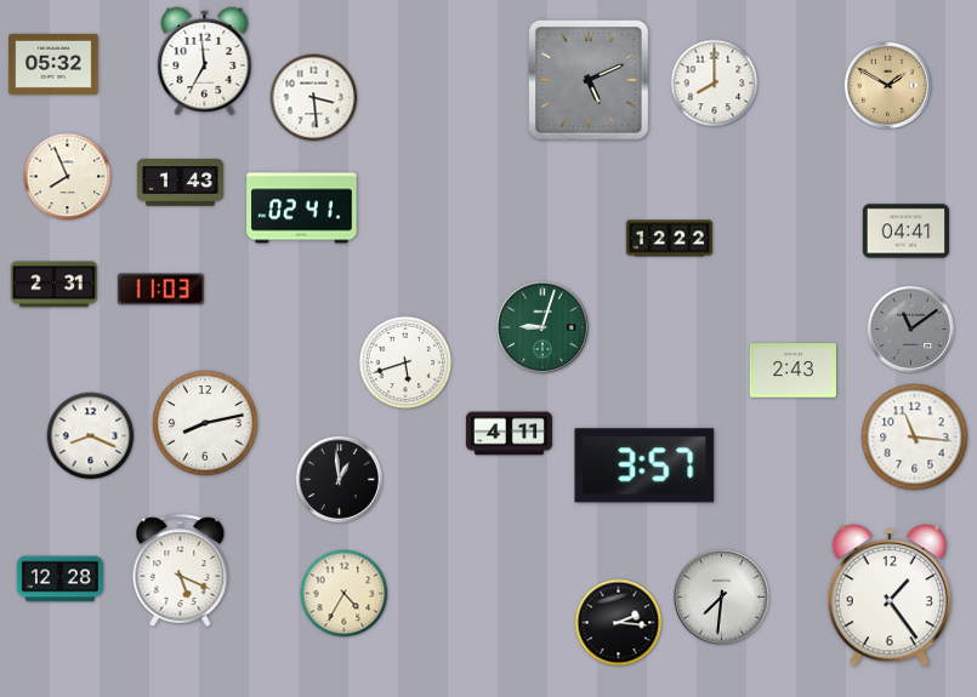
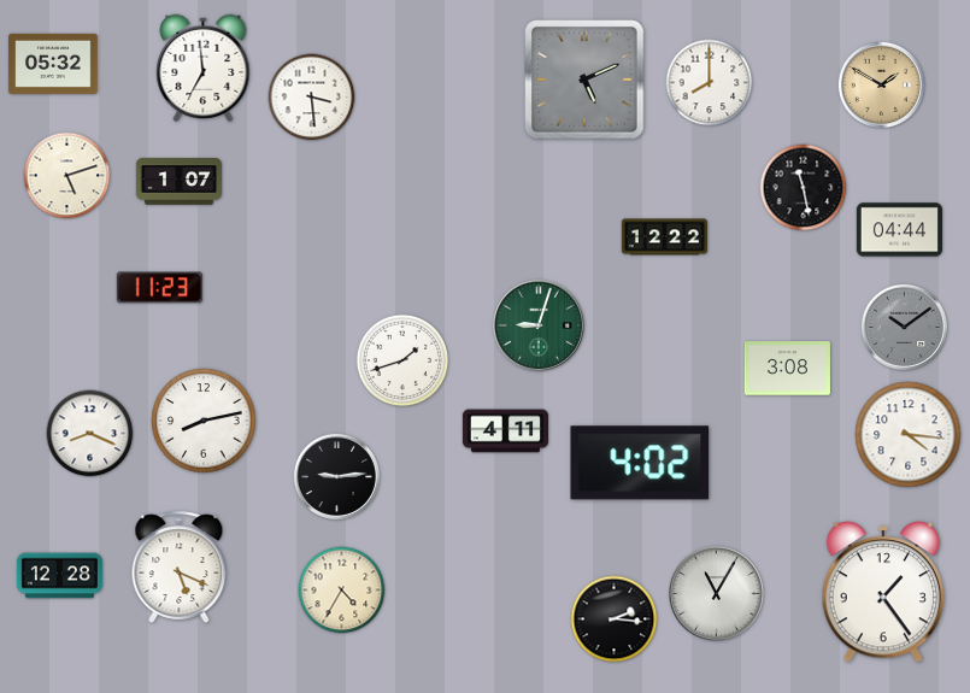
clock at (205, 61) position: (205, 61) -> (204, 67)
clock at (68, 177): 7:56 -> 5:12
clock at (180, 183): 1:43 -> 1:07
clock at (804, 188): none -> 11:28
clock at (302, 208): 02:41 -> none
clock at (905, 232): 04:41 -> 04:44
clock at (53, 285): 2:31 -> none
clock at (160, 290): 11:03 -> 11:23
clock at (910, 328): 11:09 -> 10:09
clock at (405, 362): 5:42 -> 1:42
clock at (793, 371): 2:43 -> 3:08
clock at (915, 438): 11:16 -> 4:16
clock at (644, 465): 3:57 -> 4:02
clock at (339, 479): 12:59 -> 9:14
clock at (722, 598): 7:31 -> 11:05
